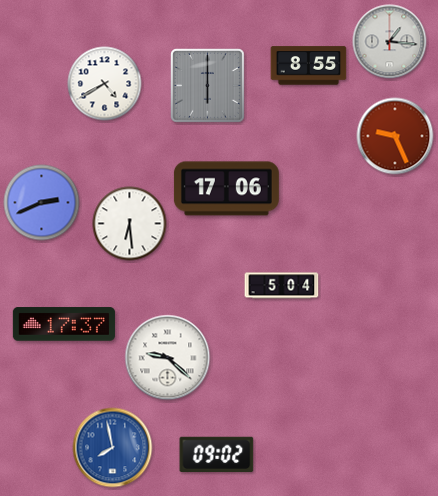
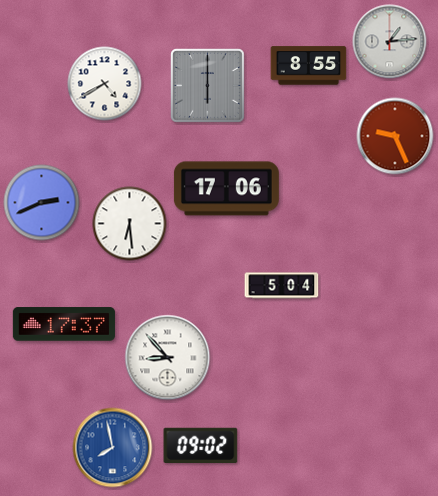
clock at (390, 42): 1:16 -> 1:14
clock at (168, 358): 9:22 -> 8:53
clock at (217, 455) position: (217, 455) -> (201, 446)
